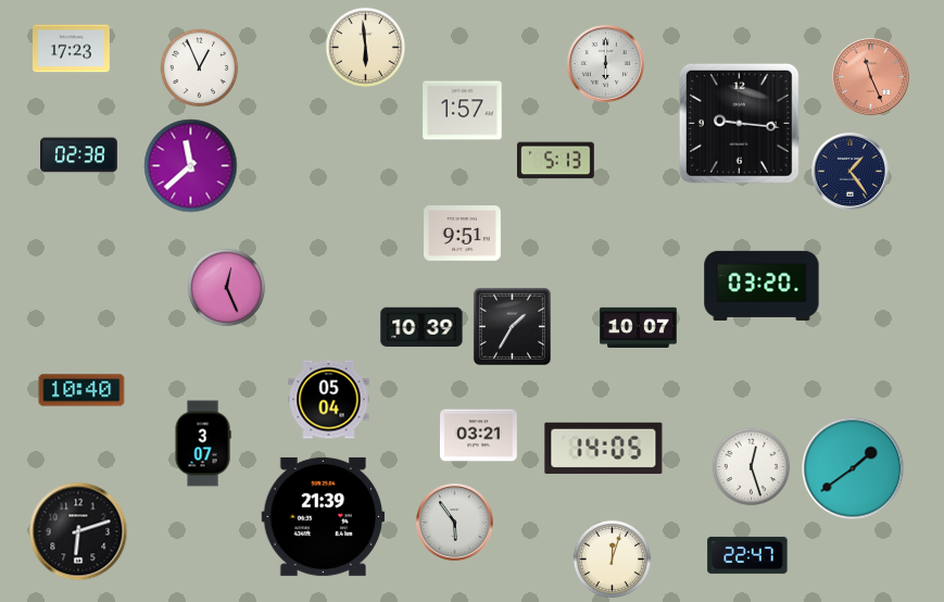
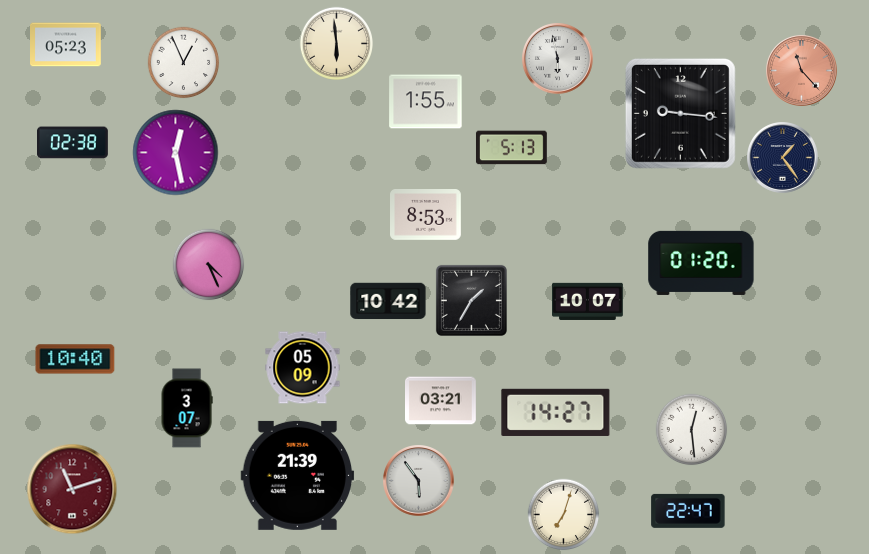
clock at (72, 49): 17:23 -> 05:23
clock at (606, 64): 6:00 -> 5:58
clock at (871, 77): 11:26 -> 11:23
clock at (463, 111): 1:57 -> 1:55
clock at (191, 166): 11:38 -> 12:28
clock at (463, 234): 9:51 -> 8:53
clock at (762, 286): 03:20 -> 01:20
clock at (227, 288): 12:26 -> 4:26
clock at (421, 327): 10:39 -> 10:42
clock at (329, 400): 05:04 -> 05:09
clock at (604, 448): 14:05 -> 14:27
clock at (752, 467): 12:27 -> 12:29
clock at (853, 468): 1:39 -> none
clock at (78, 531): 6:12 -> 11:12
clock at (78, 531) dial: black -> burgundy
clock at (613, 560): 12:03 -> 7:03
